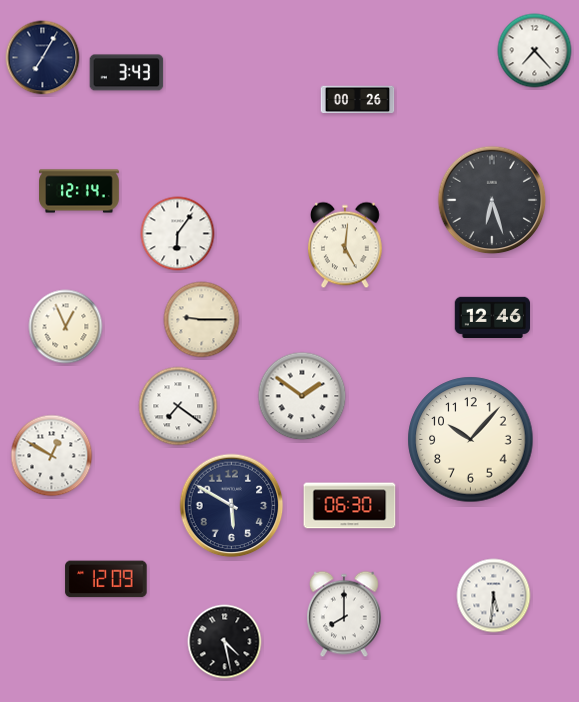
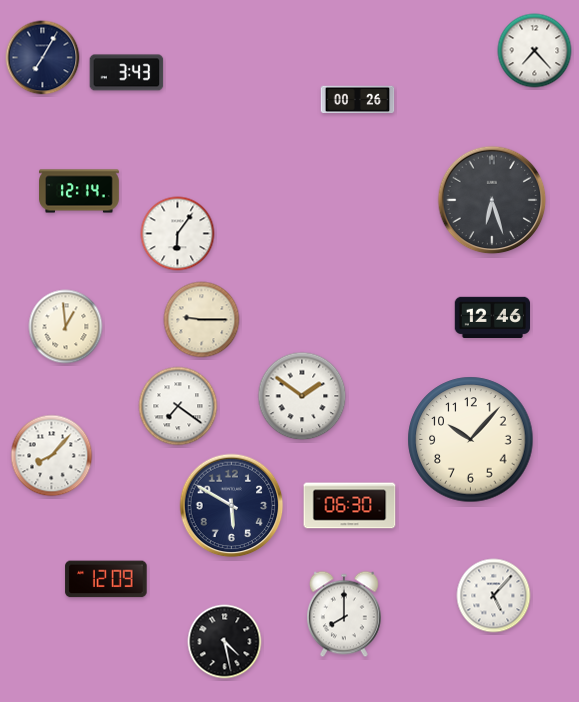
clock at (346, 245): 5:01 -> none
clock at (66, 327): 12:56 -> 12:59
clock at (52, 456): 12:50 -> 8:07
clock at (494, 596): 5:31 -> 5:07
